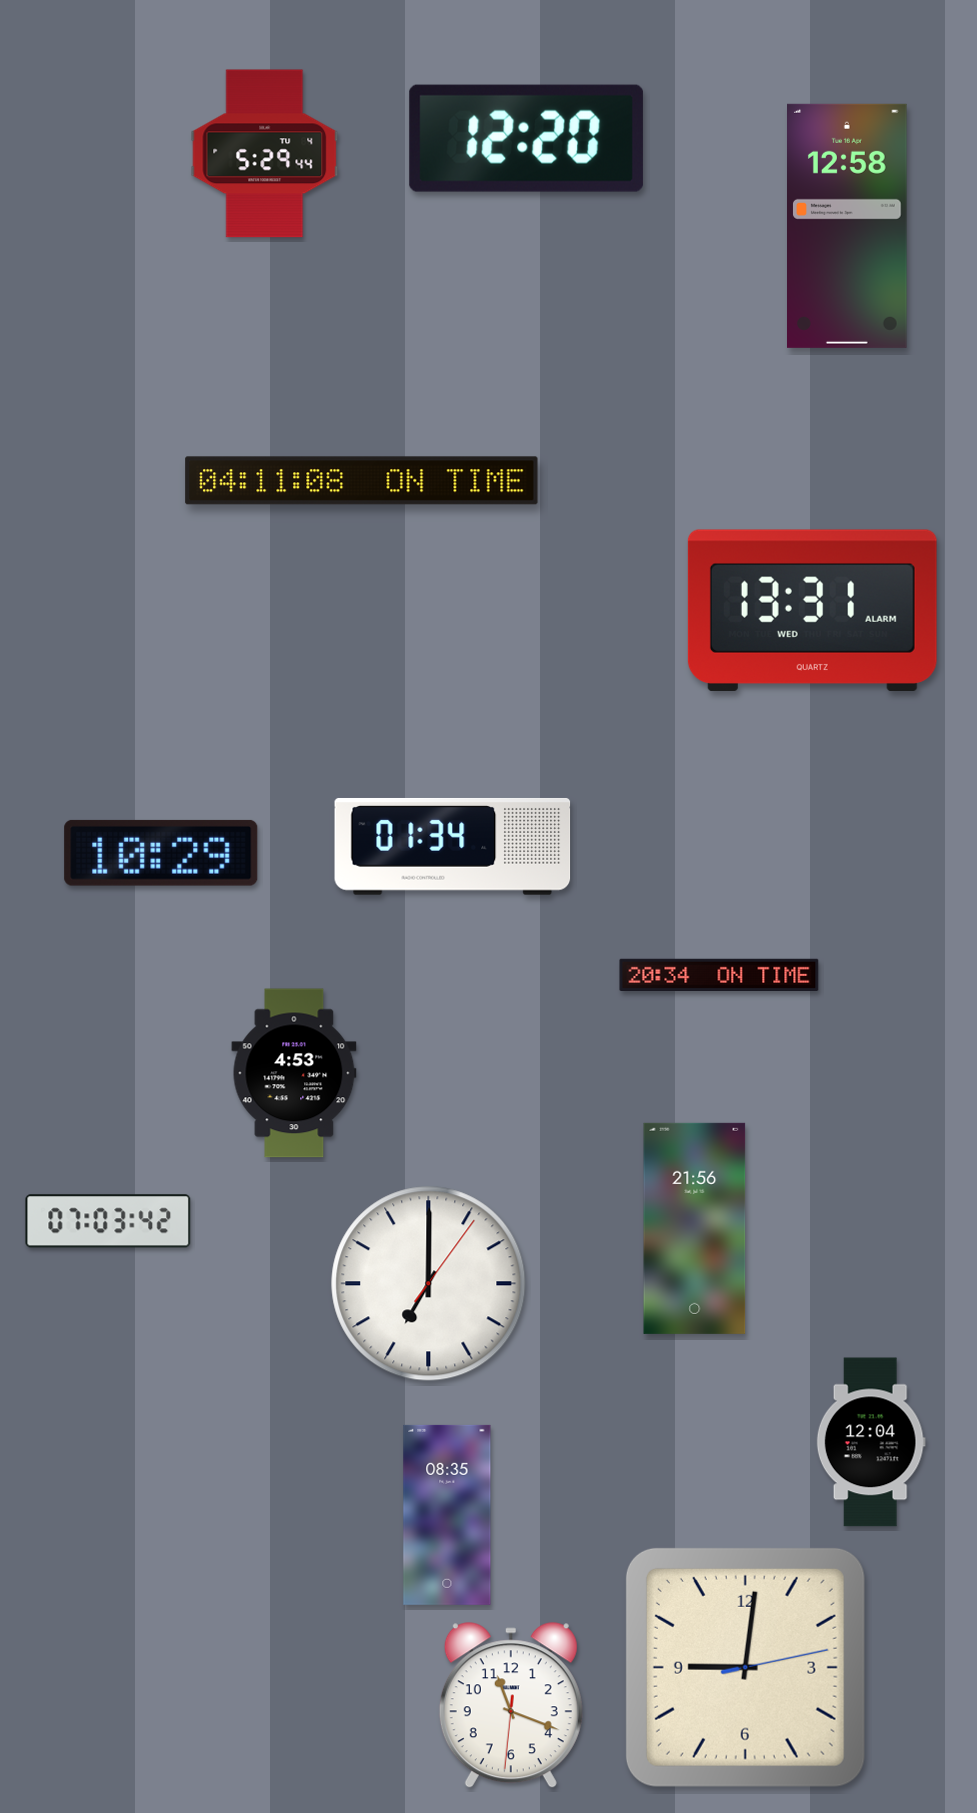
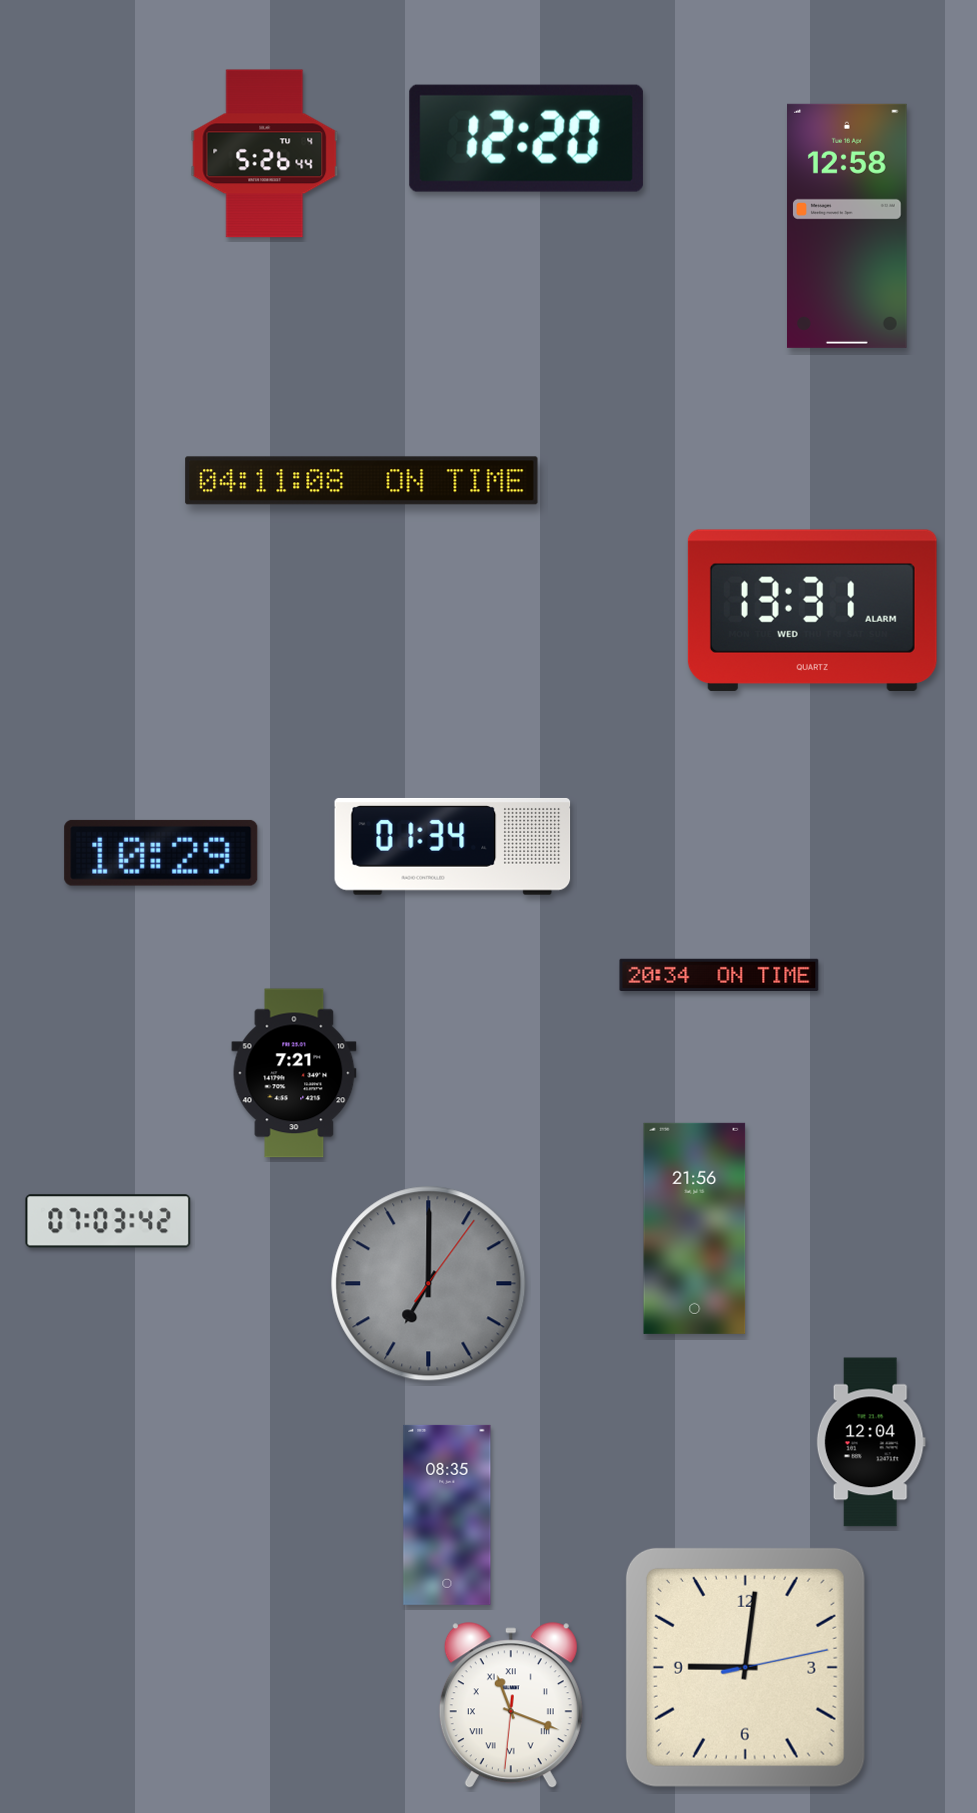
clock at (265, 154): 5:29 -> 5:26
clock at (294, 1073): 4:53 -> 7:21
clock at (429, 1284) dial: white -> grey
clock at (511, 1706) numerals: Arabic -> Roman
